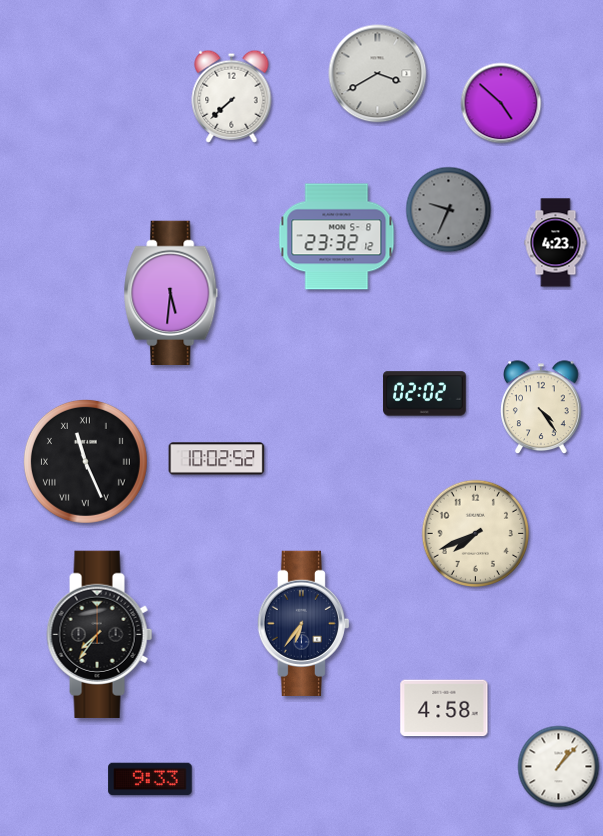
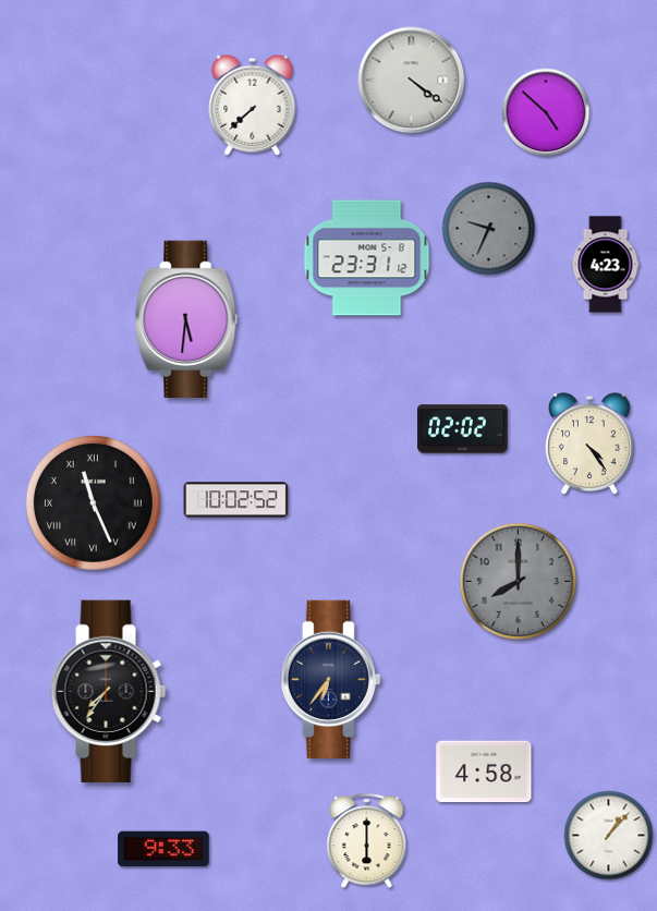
clock at (378, 74): 3:40 -> 4:21
clock at (337, 237): 23:32 -> 23:31
clock at (475, 533): 7:41 -> 8:00
clock at (475, 533) dial: cream -> grey
clock at (367, 841): none -> 6:00
